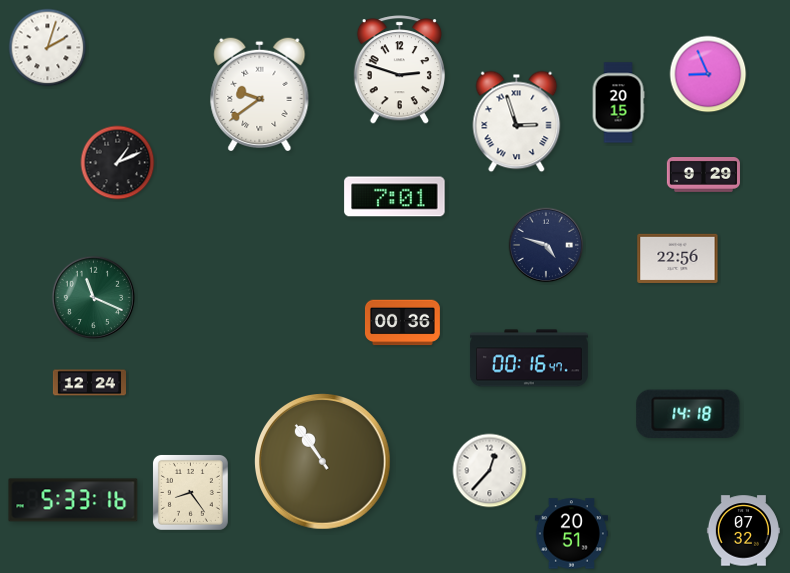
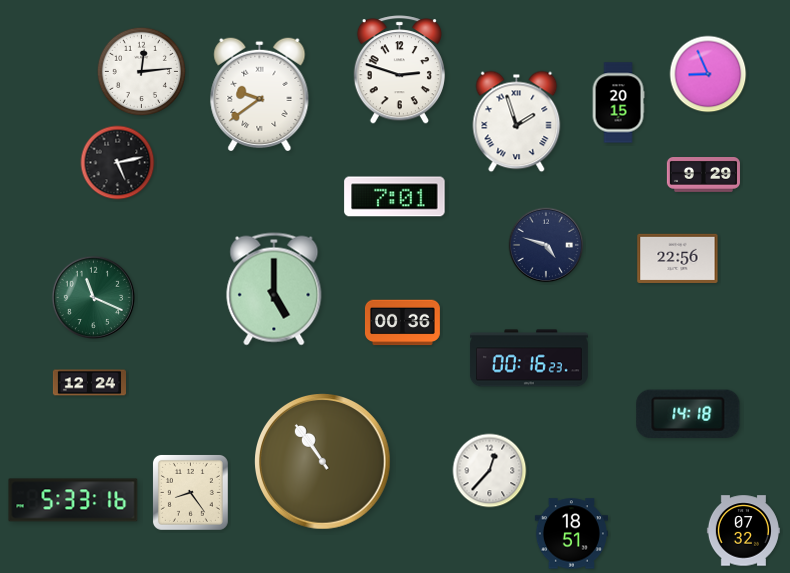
clock at (48, 48): 2:03 -> none
clock at (141, 71): none -> 12:14
clock at (517, 122): 2:57 -> 1:57
clock at (118, 163): 1:11 -> 5:13
clock at (274, 289): none -> 5:00
clock at (529, 358): 00:16:47 -> 00:16:23
clock at (571, 534): 20:51 -> 18:51
